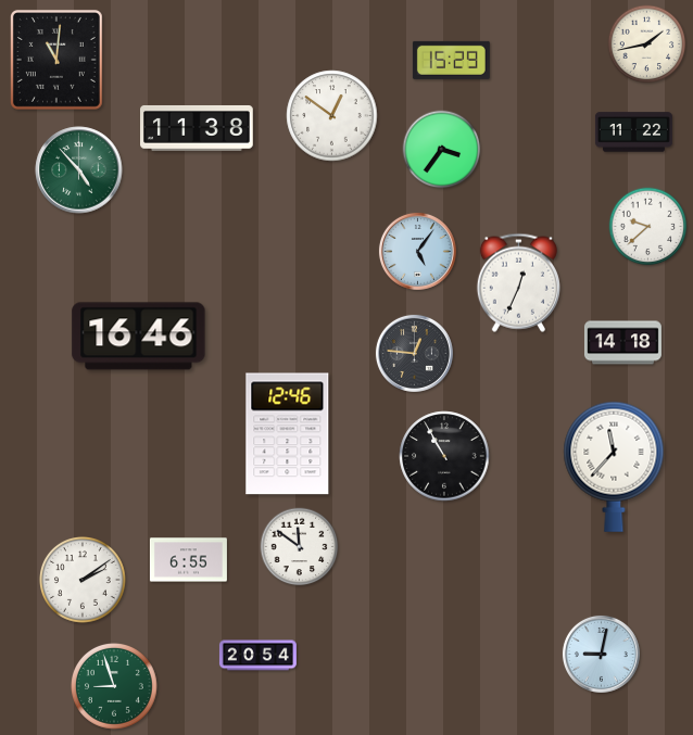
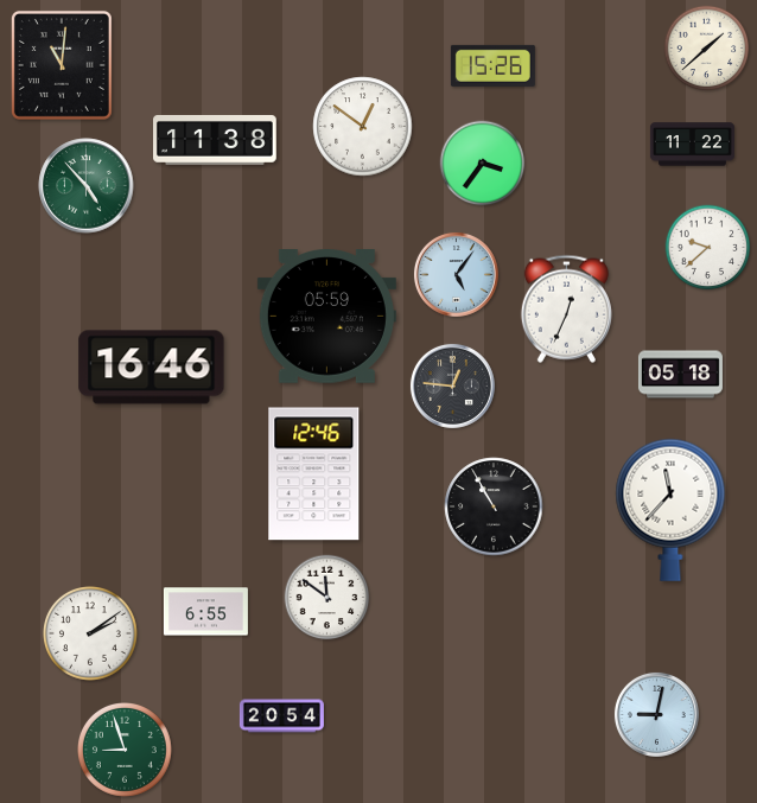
clock at (647, 45): 1:43 -> 1:38
clock at (451, 60): 15:29 -> 15:26
clock at (326, 317): none -> 05:59
clock at (622, 343): 14:18 -> 05:18
clock at (444, 456) position: (444, 456) -> (494, 506)
